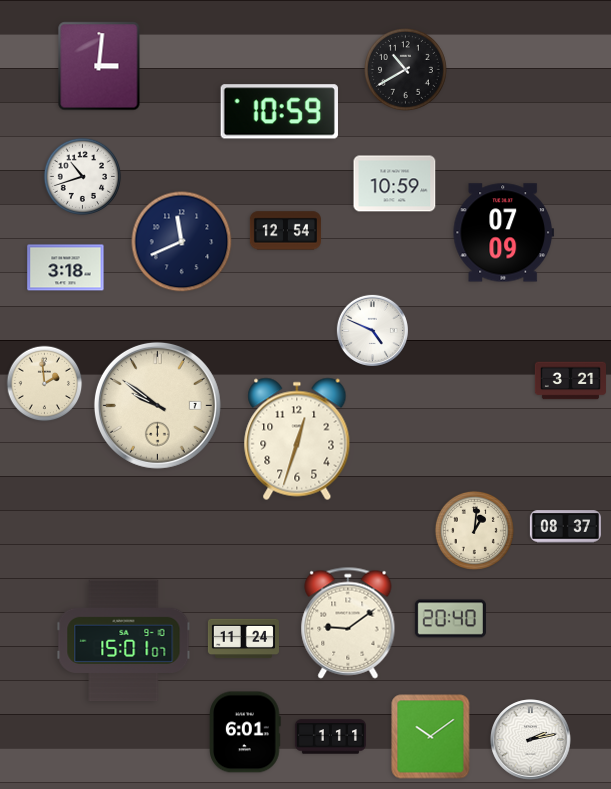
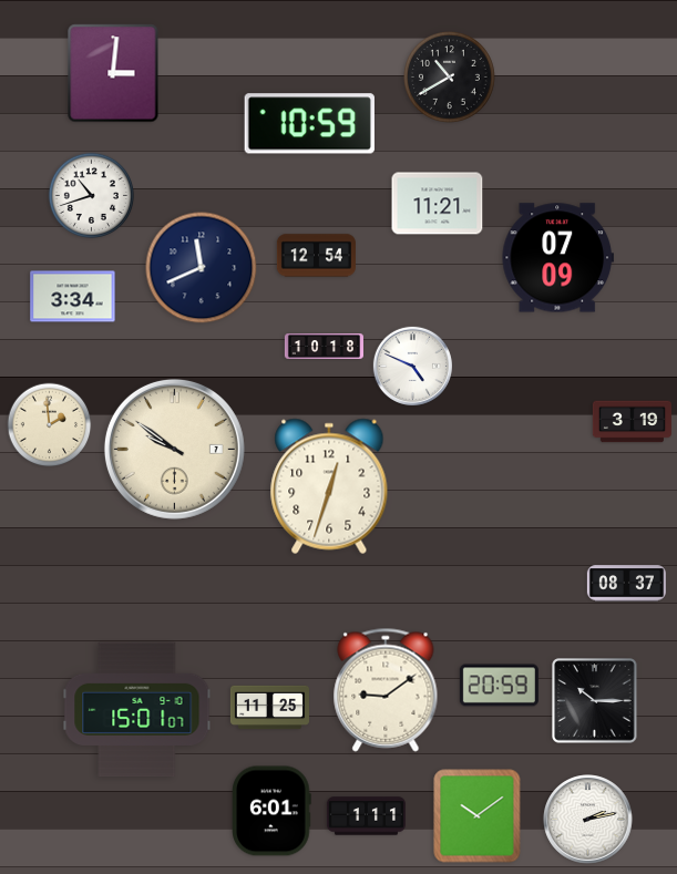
clock at (99, 66) position: (99, 66) -> (113, 73)
clock at (395, 184): 10:59 -> 11:21
clock at (66, 268): 3:18 -> 3:34
clock at (324, 347): none -> 10:18
clock at (570, 381): 3:21 -> 3:19
clock at (474, 530): 1:01 -> none
clock at (450, 619): 20:40 -> 20:59
clock at (595, 701): none -> 10:15
clock at (243, 639): 11:24 -> 11:25
